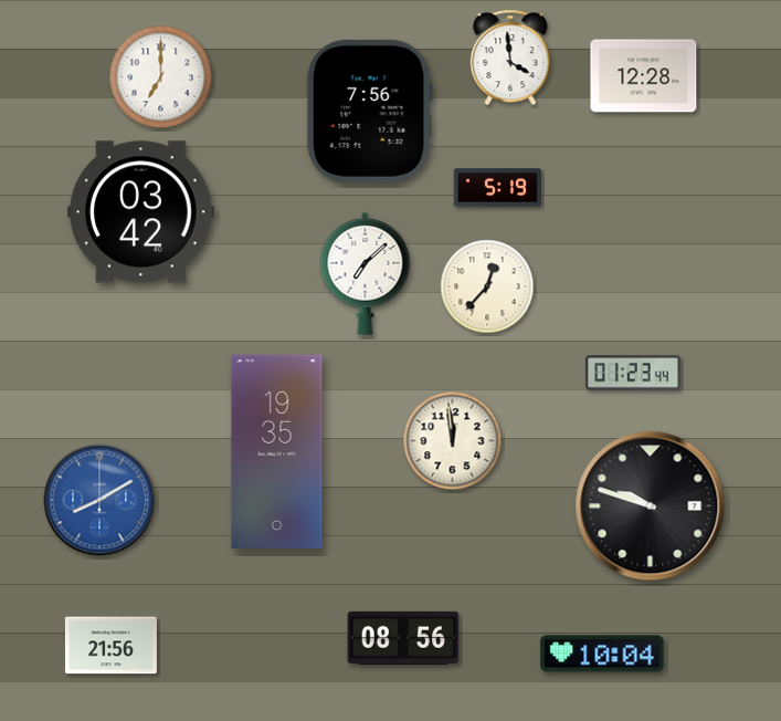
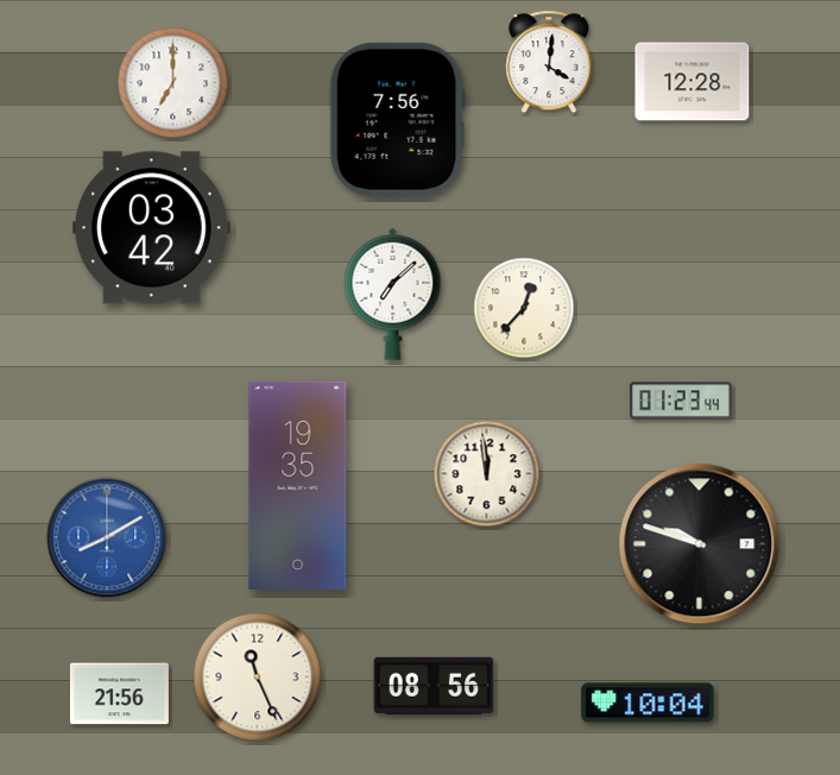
clock at (510, 58): 3:59 -> 4:01
clock at (498, 188): 5:19 -> none
clock at (258, 678): none -> 11:26
